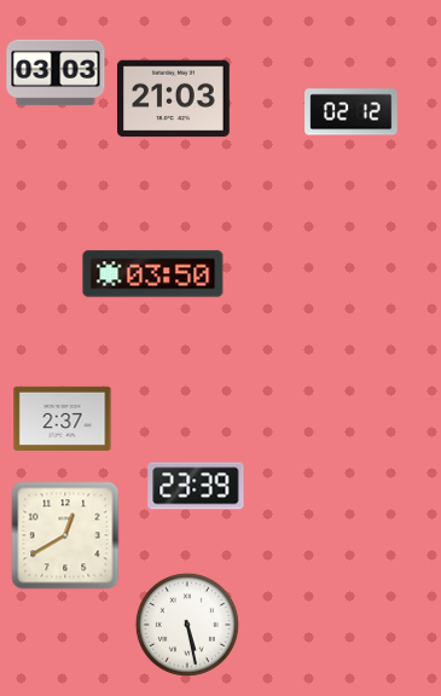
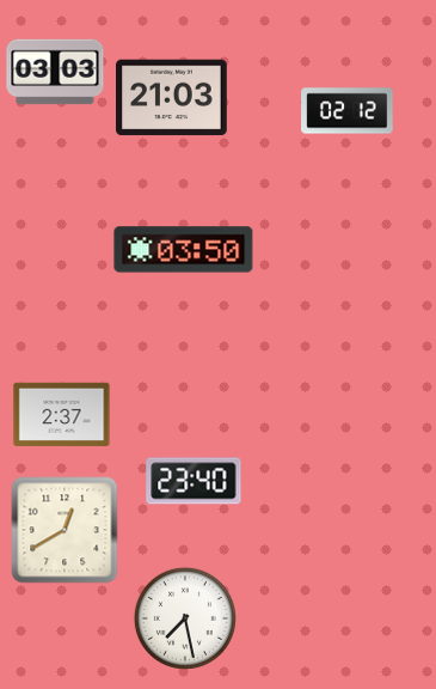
clock at (153, 274) position: (153, 274) -> (184, 250)
clock at (196, 486): 23:39 -> 23:40
clock at (187, 625): 5:28 -> 7:28
